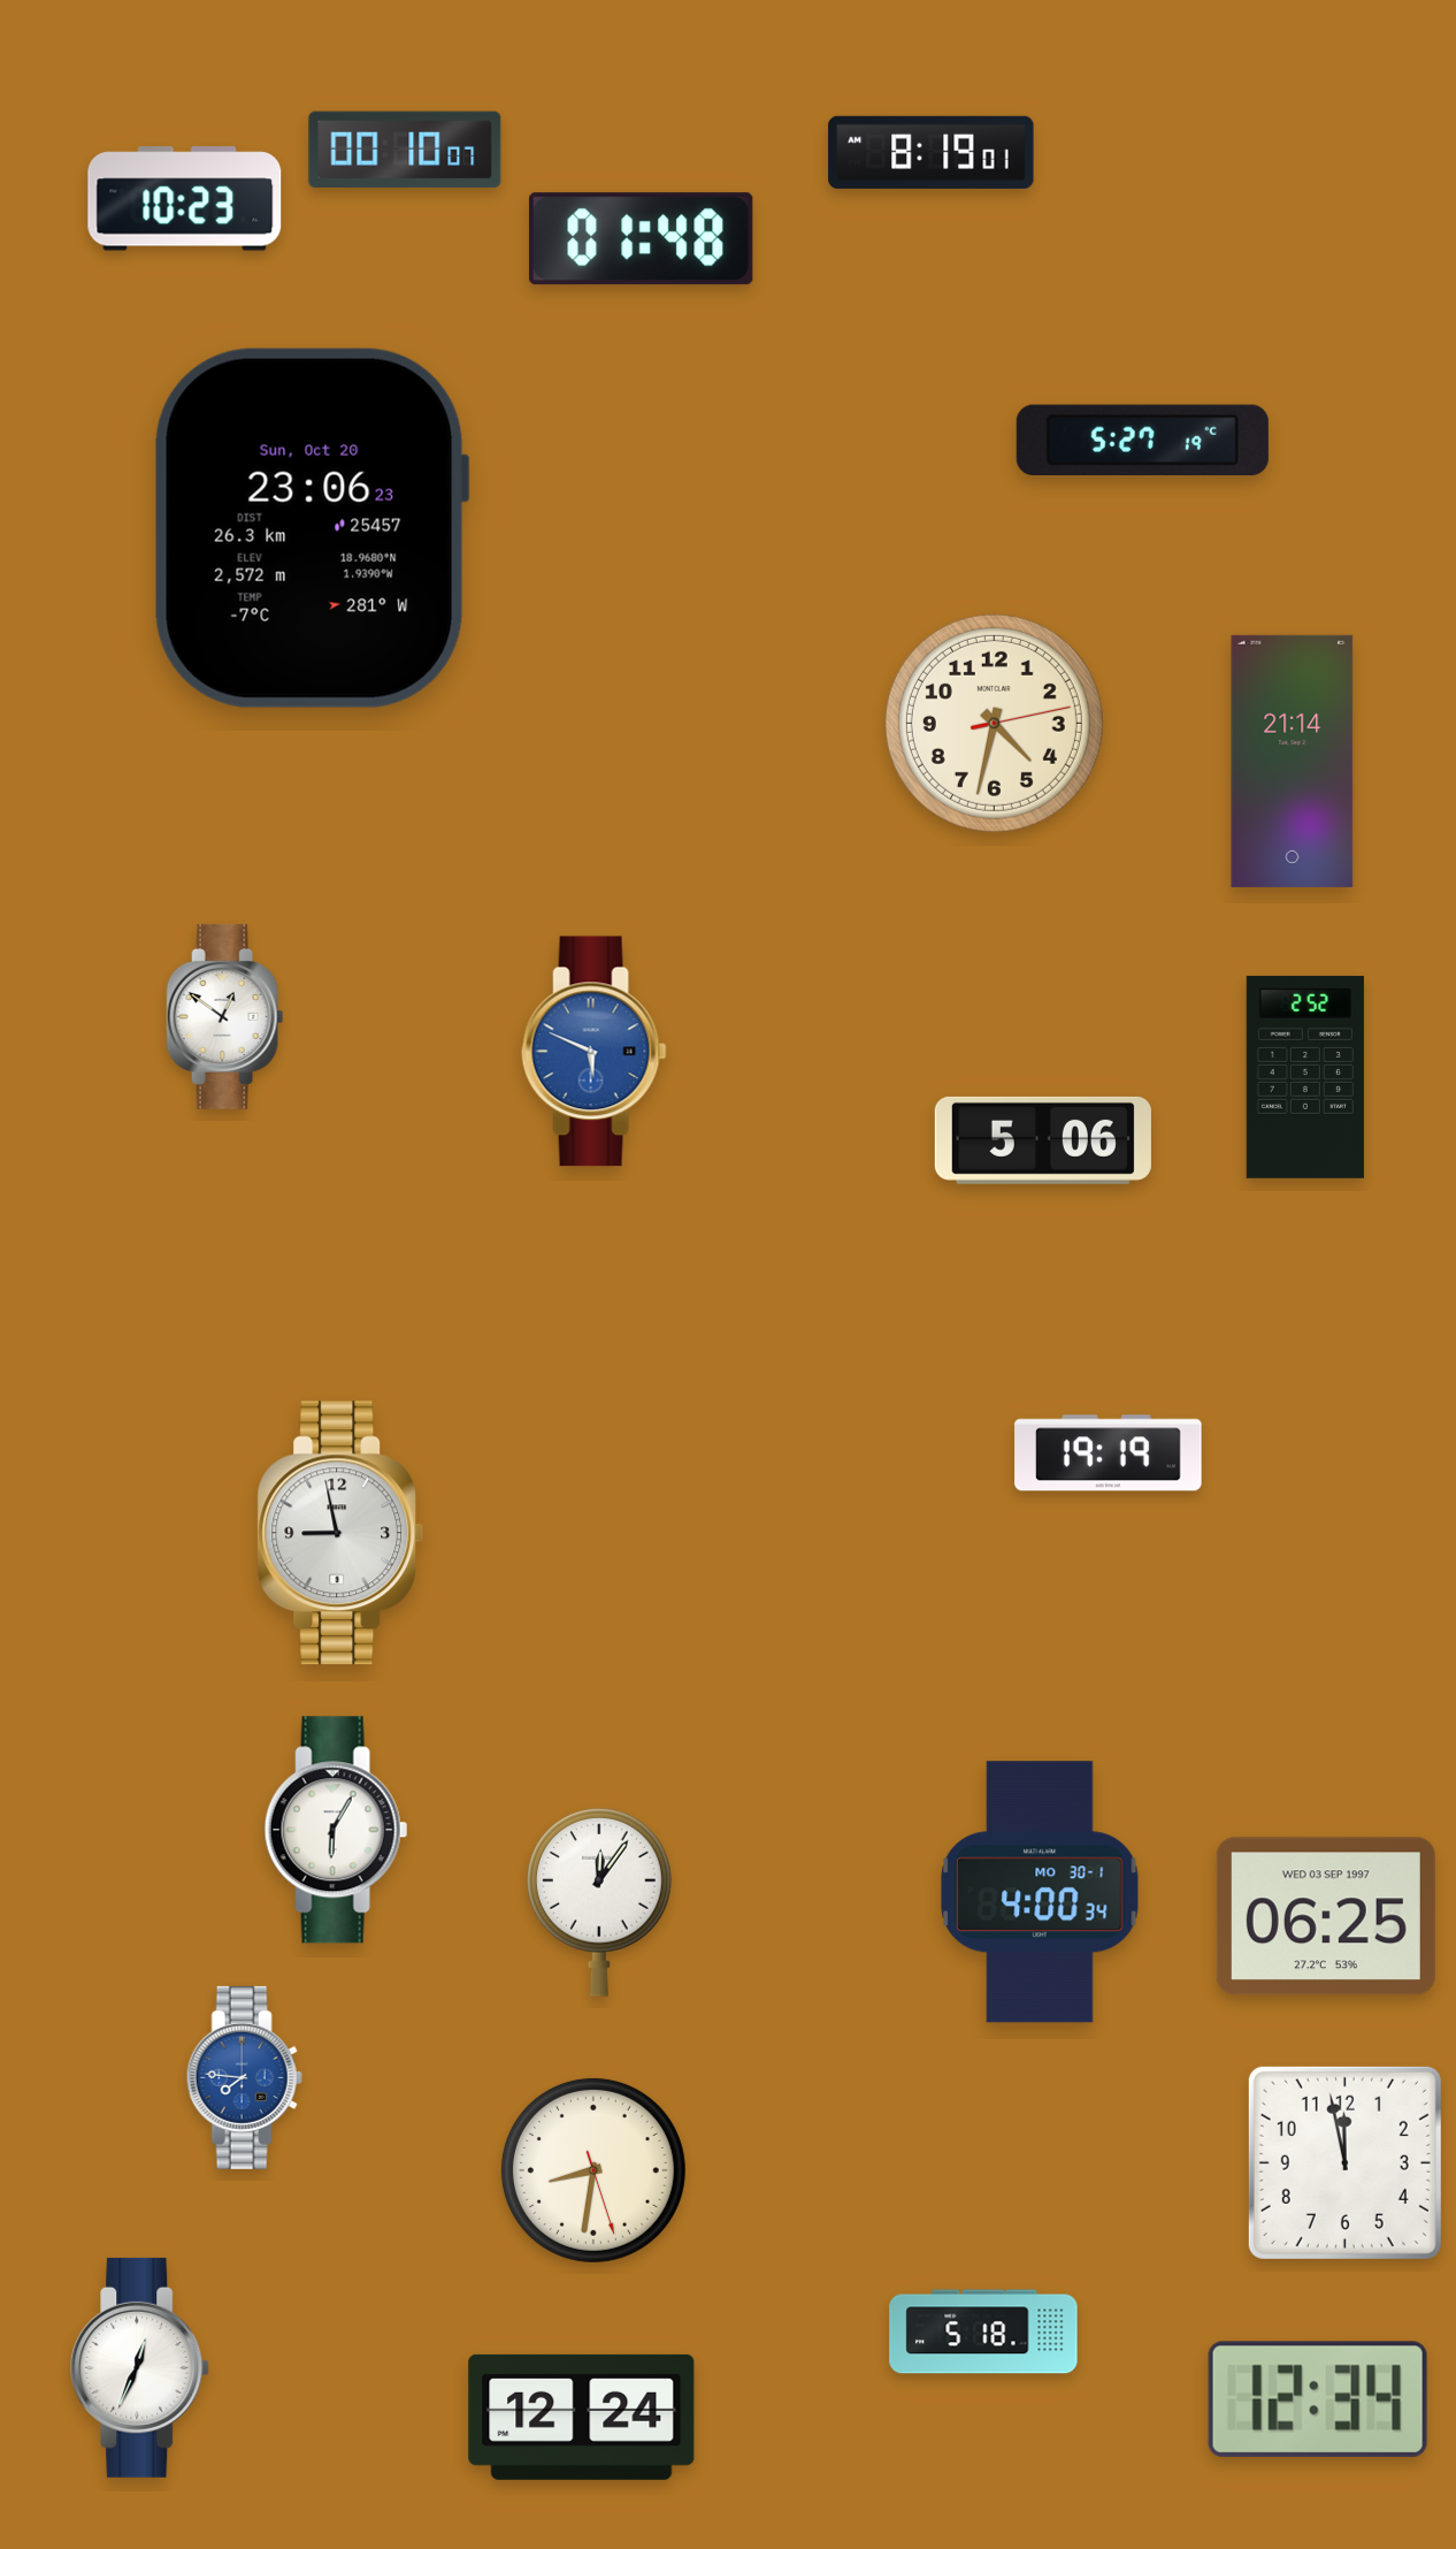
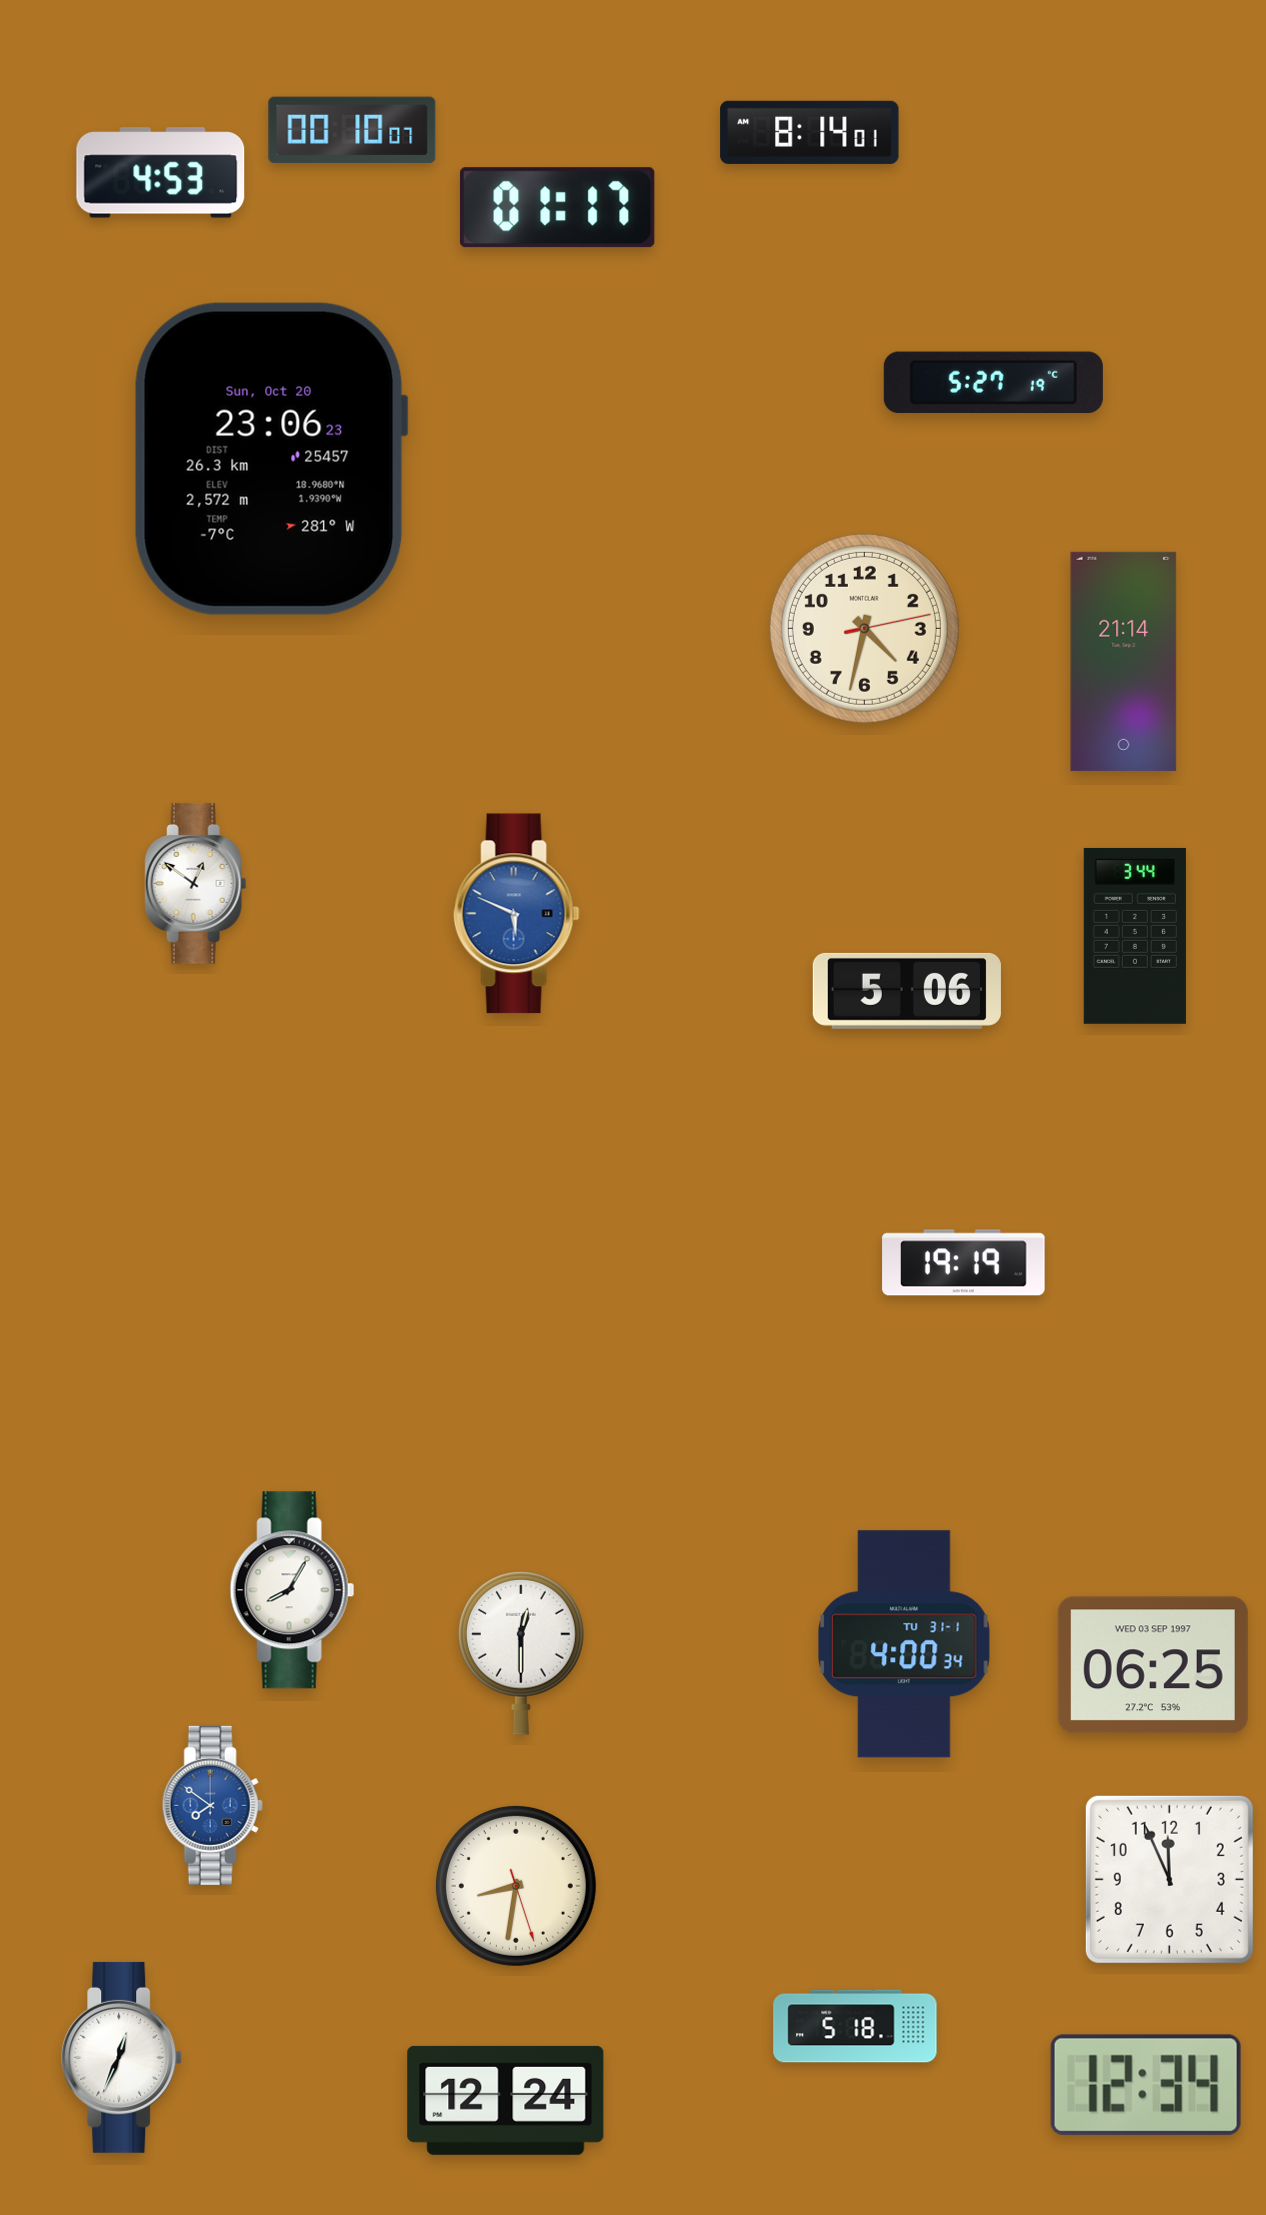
clock at (932, 152): 8:19 -> 8:14
clock at (185, 199): 10:23 -> 4:53
clock at (641, 239): 01:48 -> 01:17
clock at (1305, 1077): 2:52 -> 3:44
clock at (340, 1533): 8:58 -> none
clock at (336, 1830): 6:05 -> 8:05
clock at (1040, 1892) date: MO 30-1 -> TU 31-1
clock at (599, 1902): 12:06 -> 12:30
clock at (244, 2077): 7:46 -> 7:51
clock at (1344, 2162): 11:58 -> 11:56
